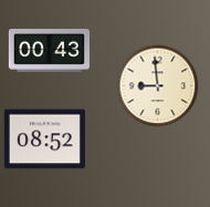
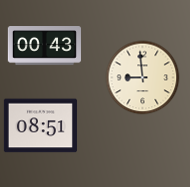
clock at (44, 139): 08:52 -> 08:51
